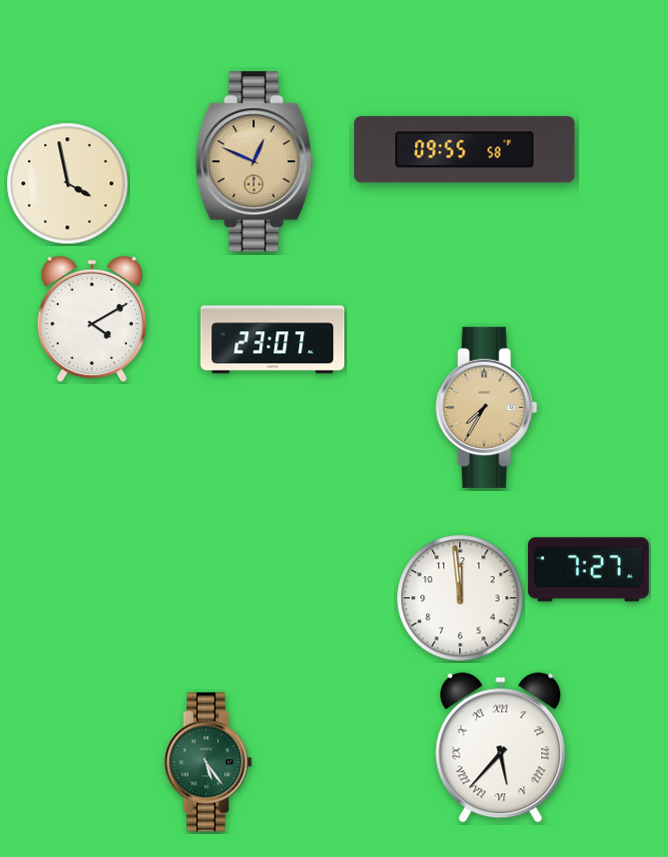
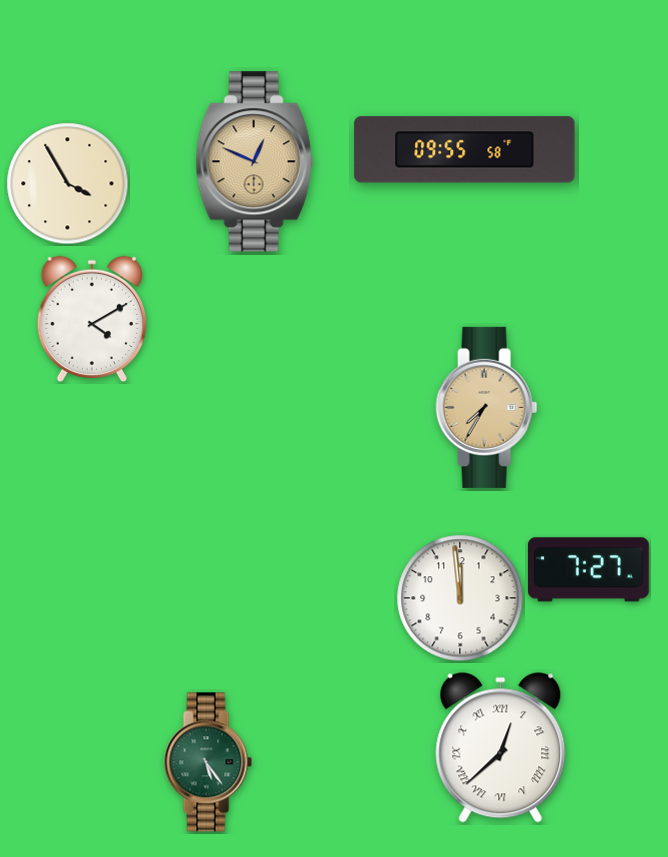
clock at (68, 184): 3:58 -> 3:55
clock at (273, 340): 23:07 -> none
clock at (501, 748): 5:37 -> 12:38
